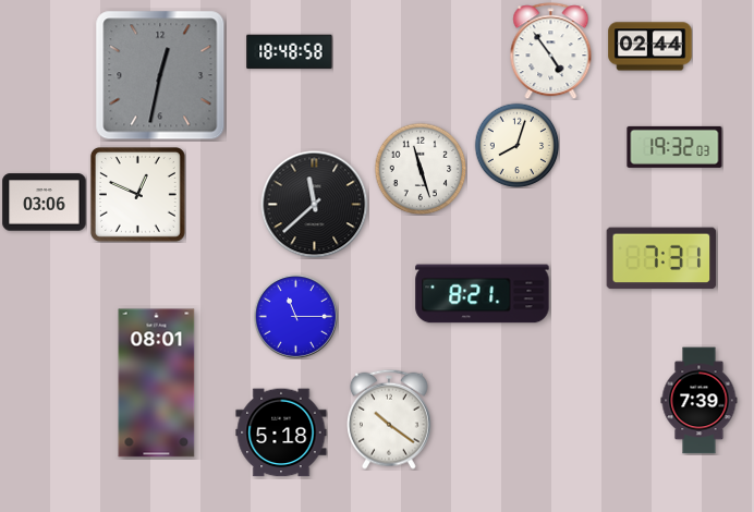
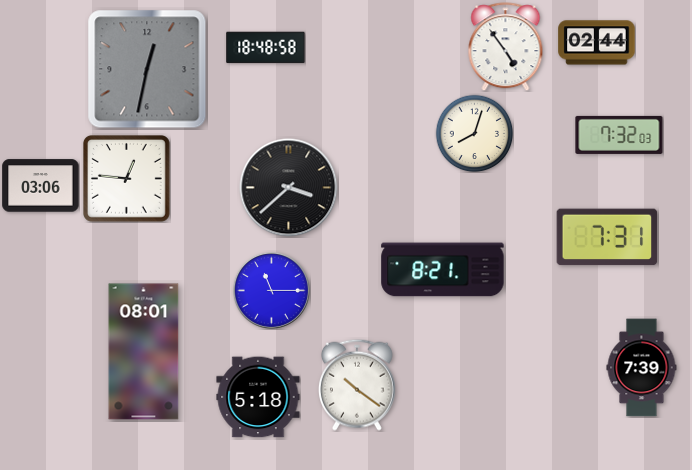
clock at (674, 147): 19:32 -> 7:32
clock at (421, 169): 11:27 -> none
clock at (137, 194): 12:49 -> 12:46
clock at (315, 205): 11:38 -> 3:38
